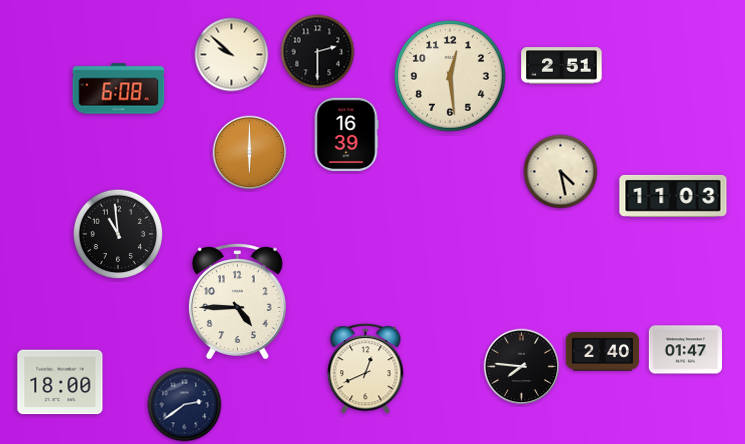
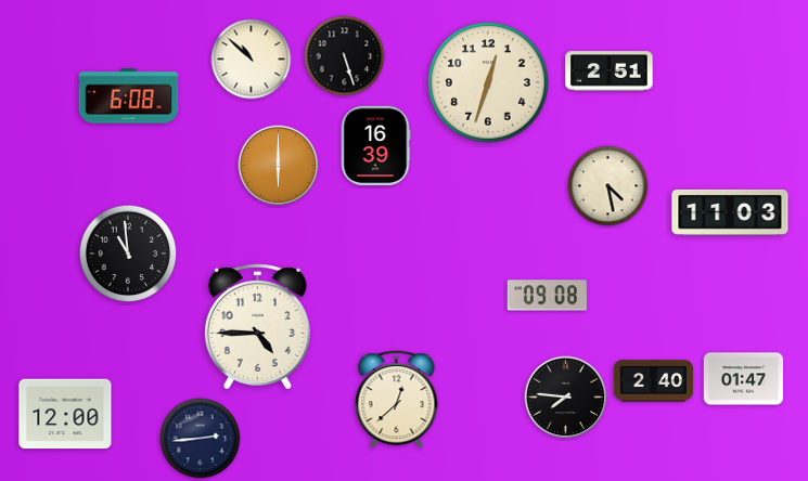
clock at (318, 52): 2:30 -> 5:27
clock at (232, 55): 9:52 -> 10:52
clock at (450, 76): 12:29 -> 12:33
clock at (250, 153) position: (250, 153) -> (279, 166)
clock at (547, 296): none -> 09:08
clock at (366, 369): 12:41 -> 12:38
clock at (60, 382): 18:00 -> 12:00
clock at (185, 405): 2:39 -> 2:44
